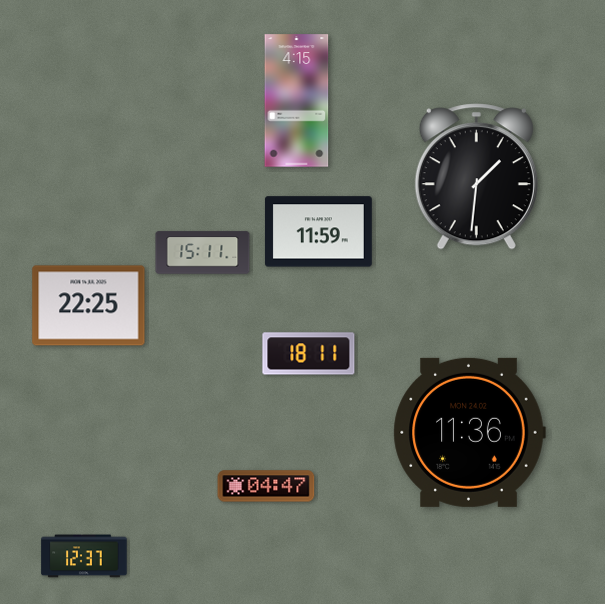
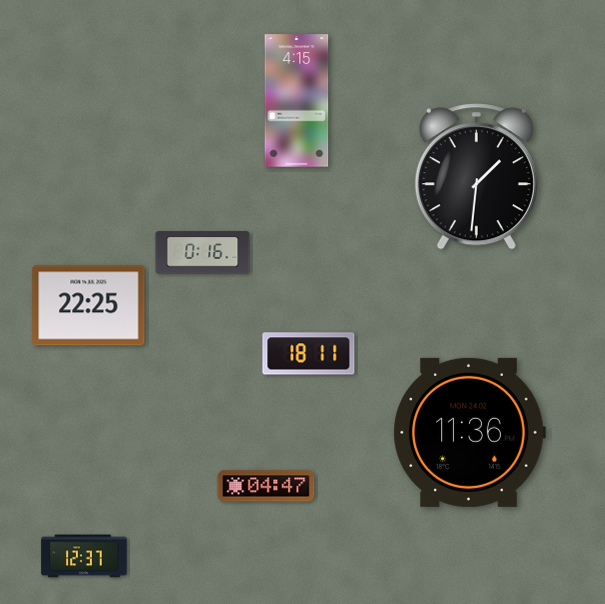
clock at (318, 232): 11:59 -> none
clock at (203, 253): 15:11 -> 0:16
